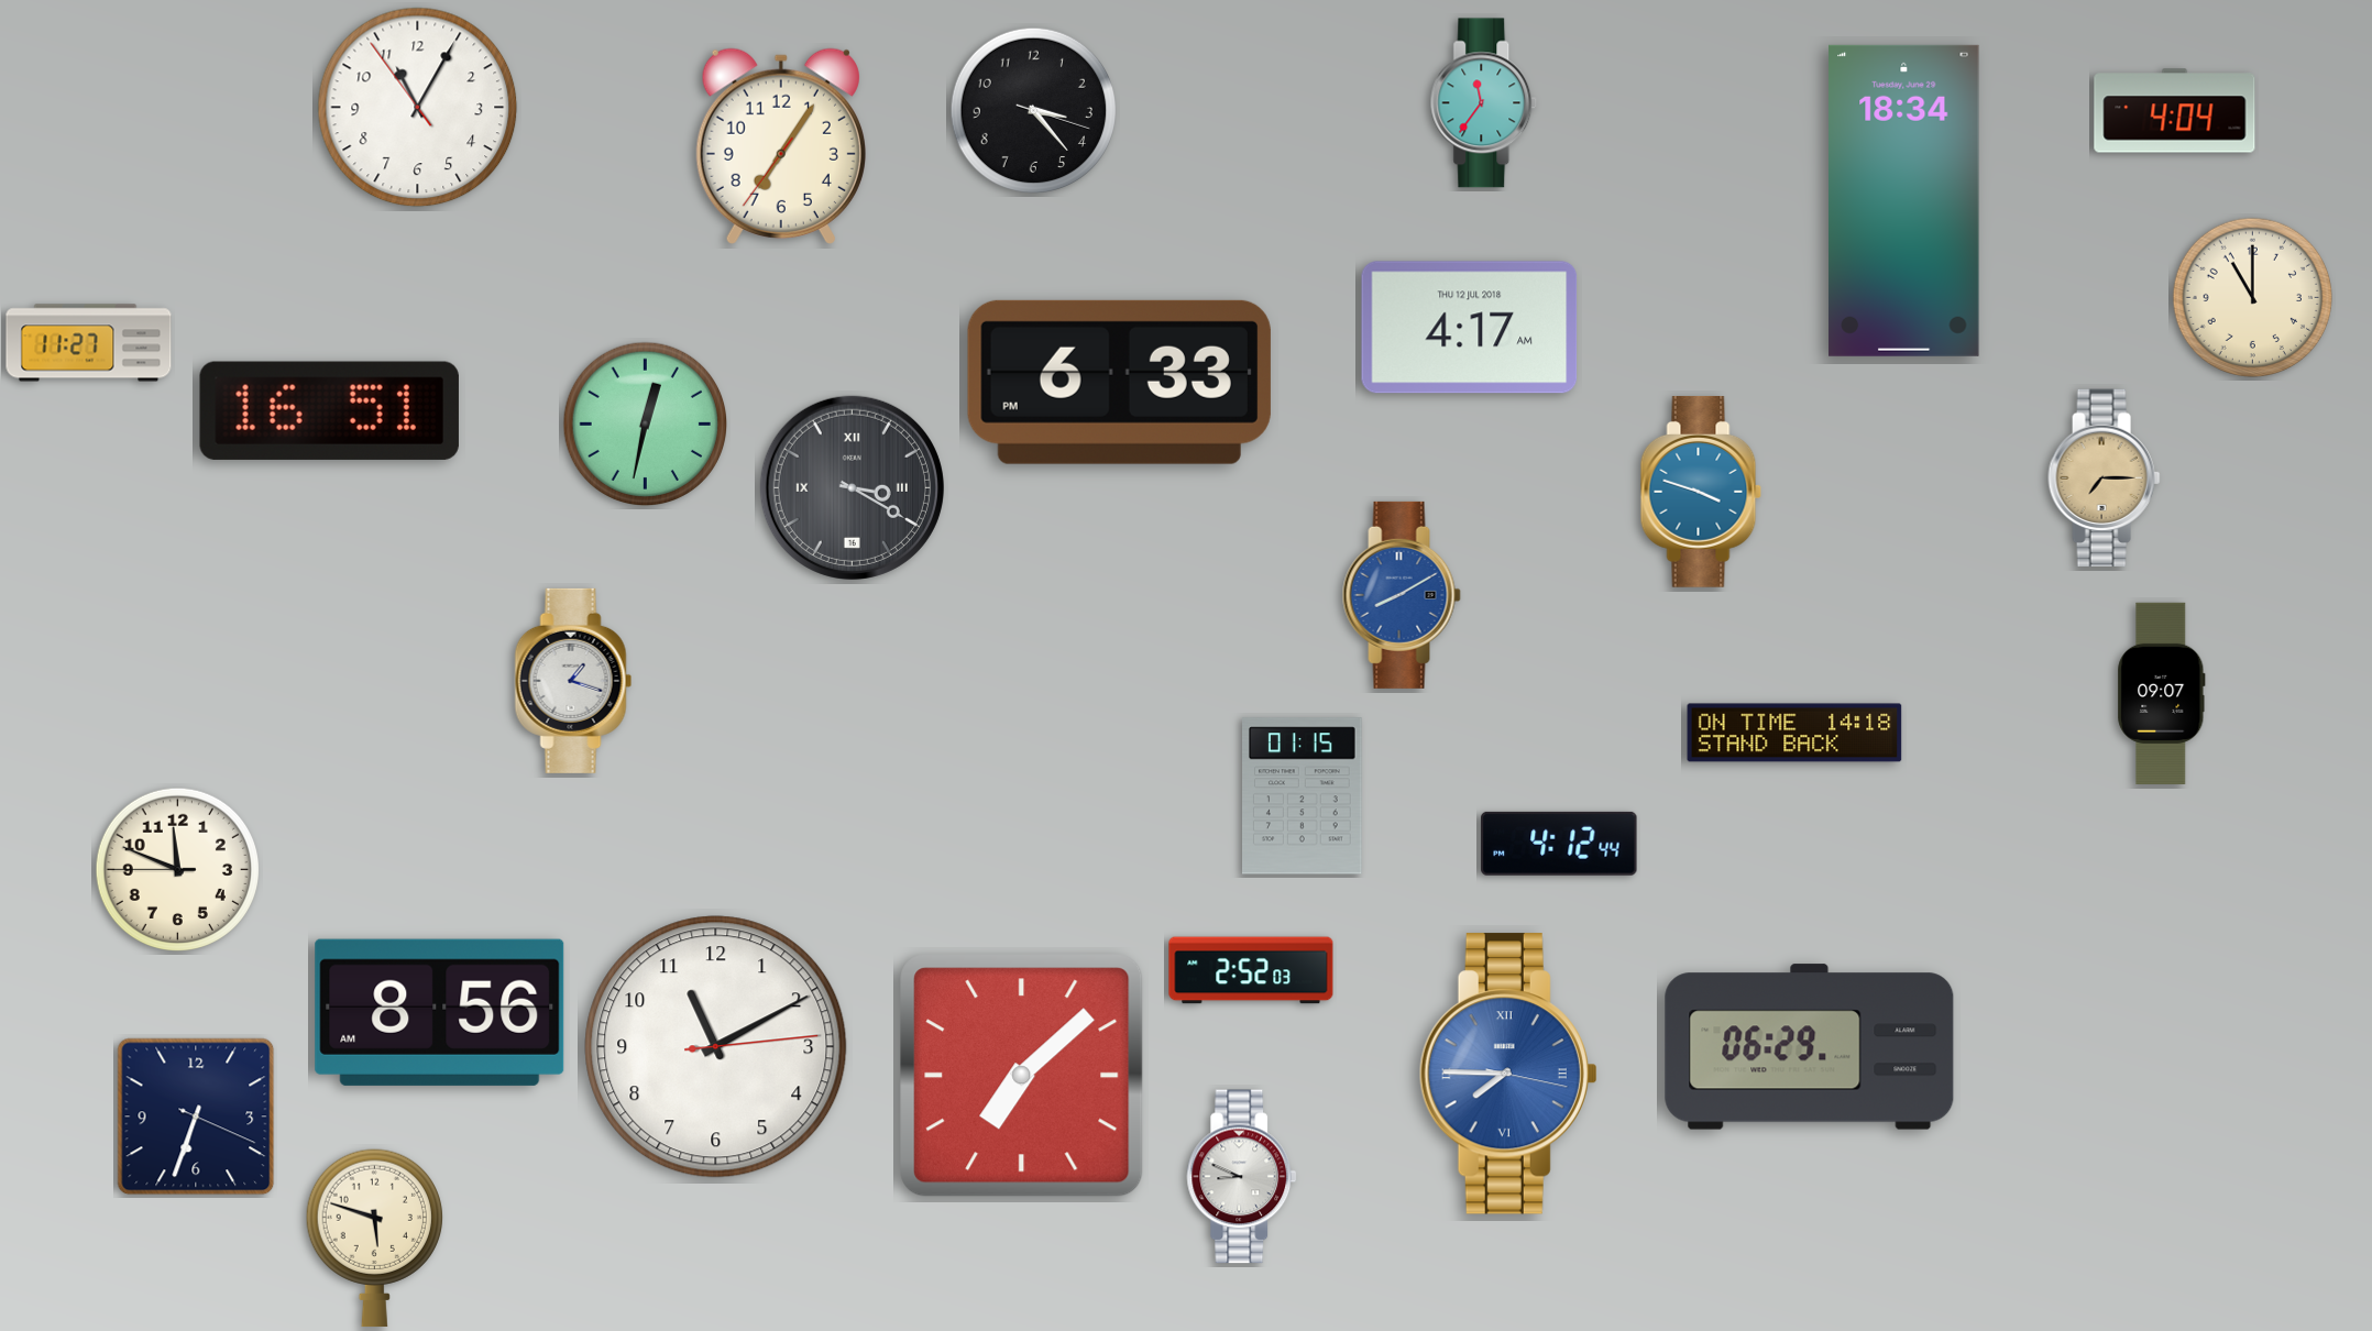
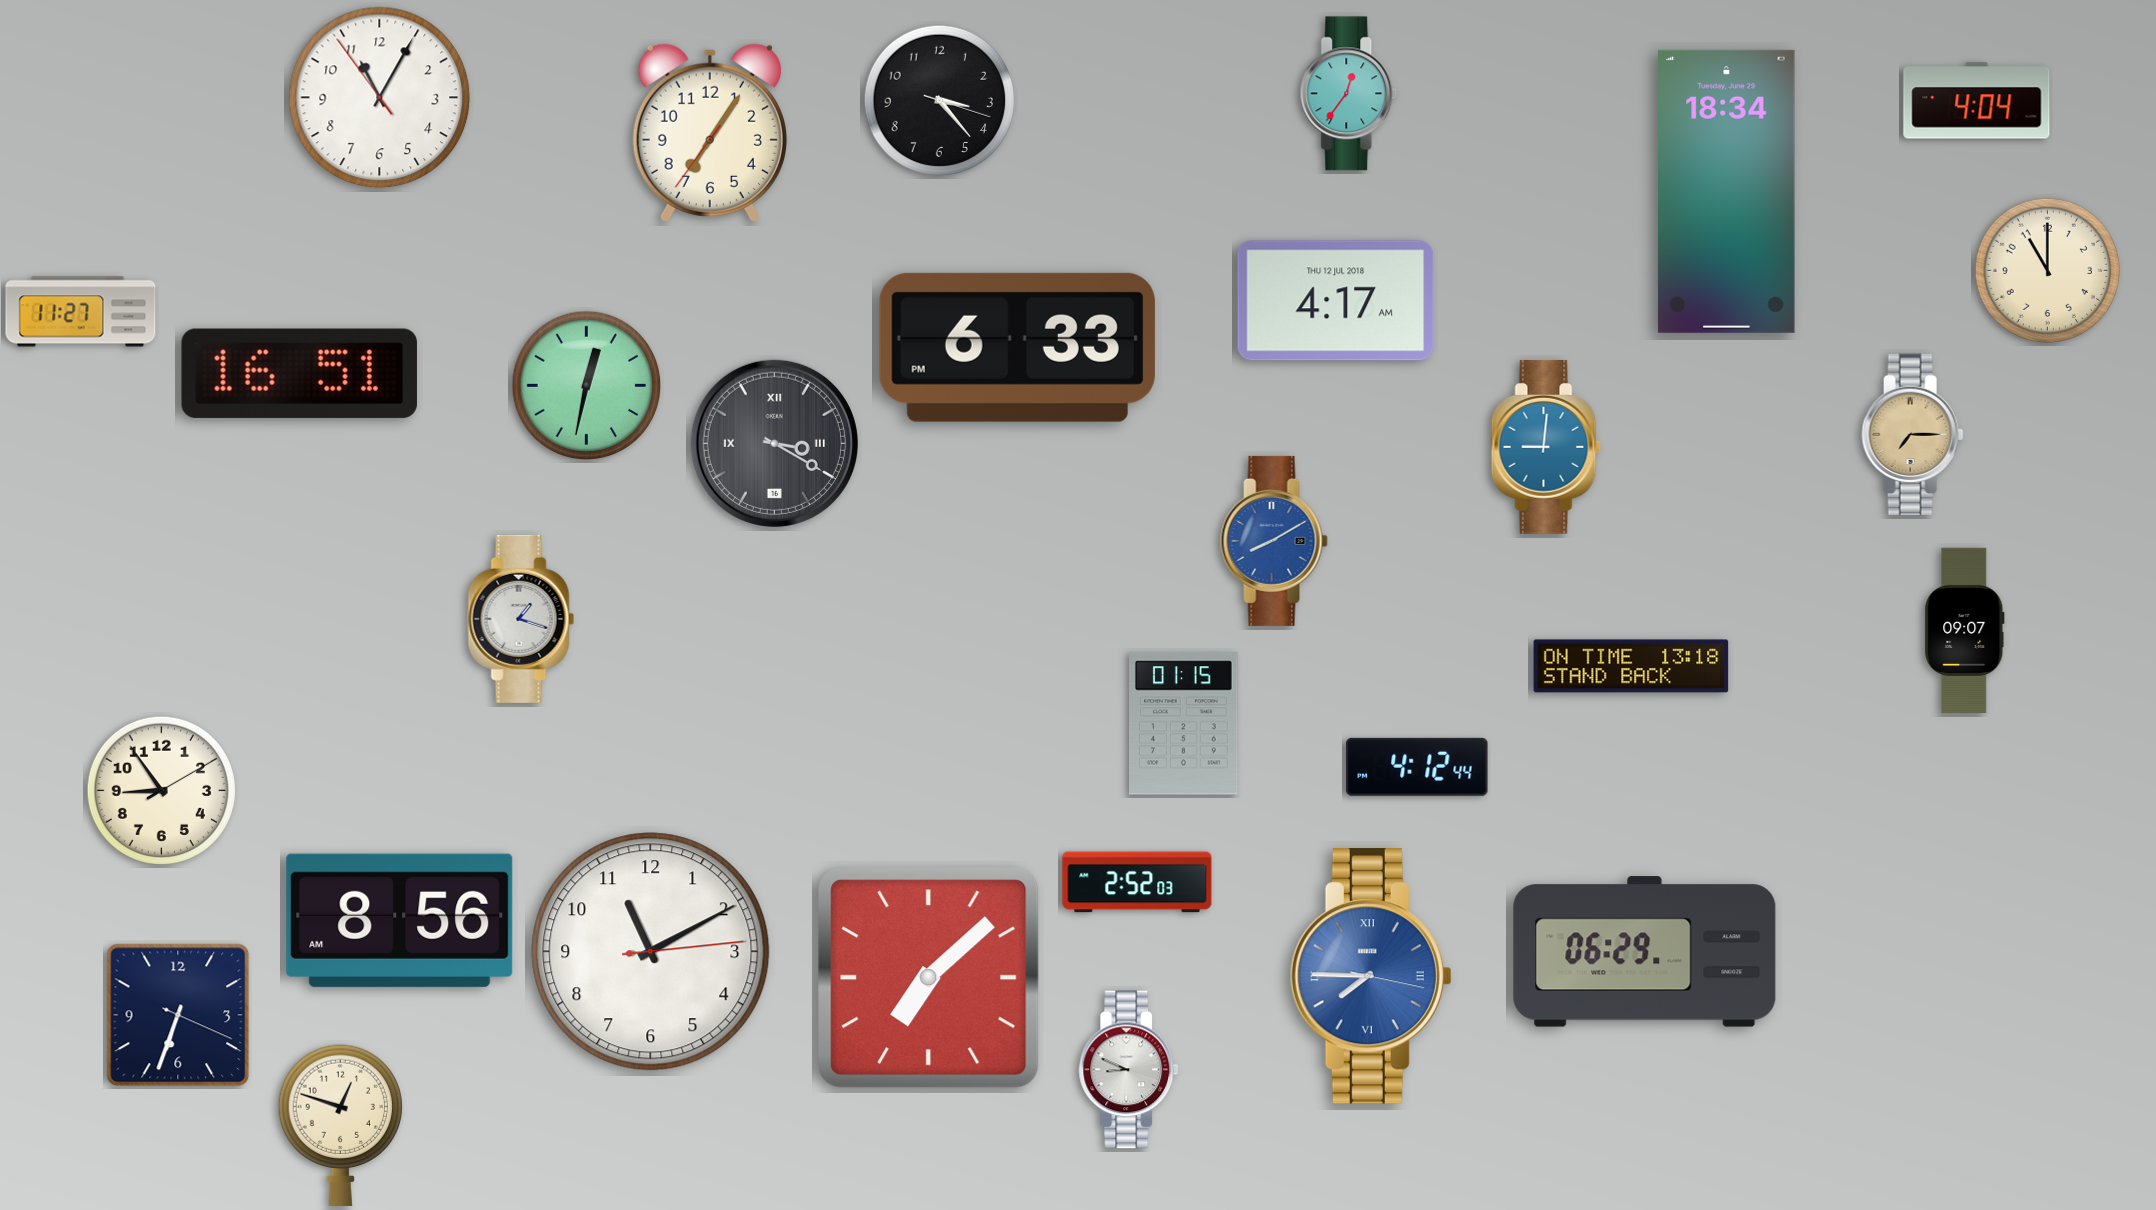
clock at (1484, 103): 11:36 -> 12:36
clock at (1904, 200) position: (1904, 200) -> (1727, 191)
clock at (1470, 328) position: (1470, 328) -> (1336, 301)
clock at (1701, 492): 3:48 -> 9:01
clock at (1794, 733): 14:18 -> 13:18
clock at (177, 869): 11:48 -> 8:54
clock at (374, 1239): 5:48 -> 12:48
